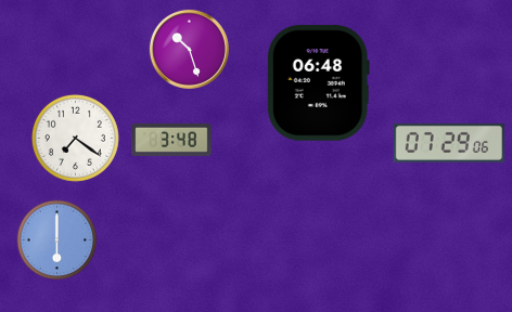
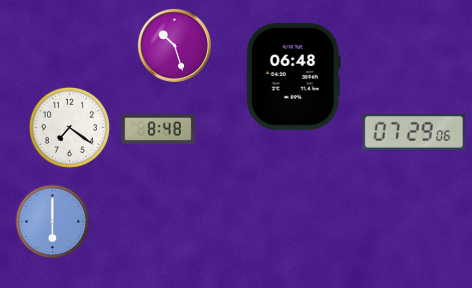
clock at (171, 140): 3:48 -> 8:48
